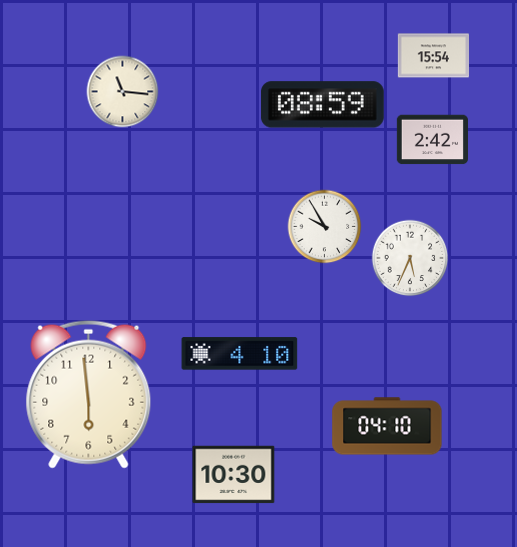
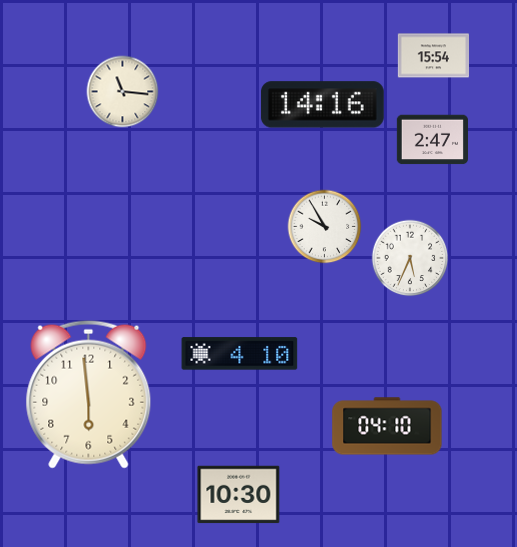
clock at (323, 105): 08:59 -> 14:16
clock at (432, 140): 2:42 -> 2:47
clock at (234, 475) position: (234, 475) -> (239, 495)
